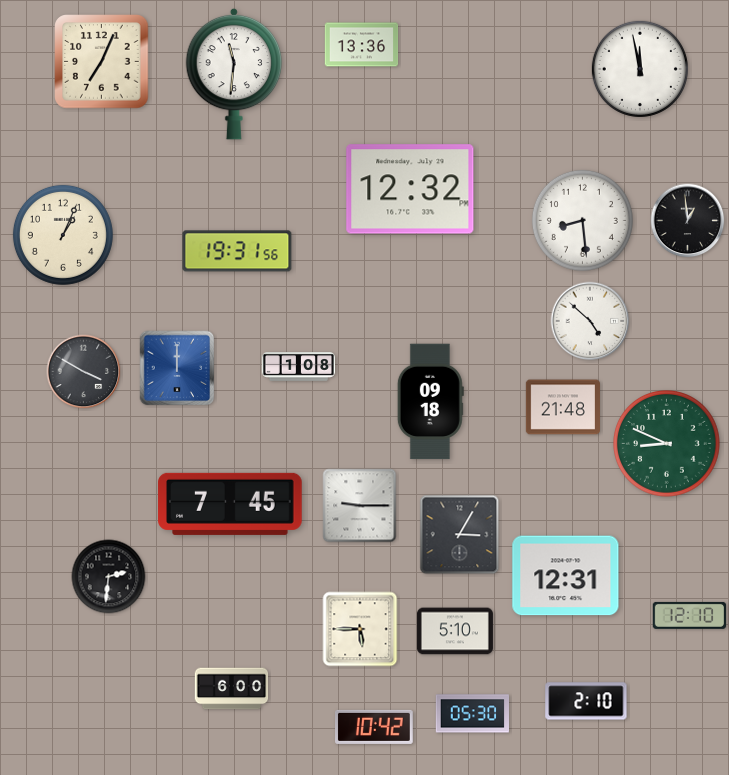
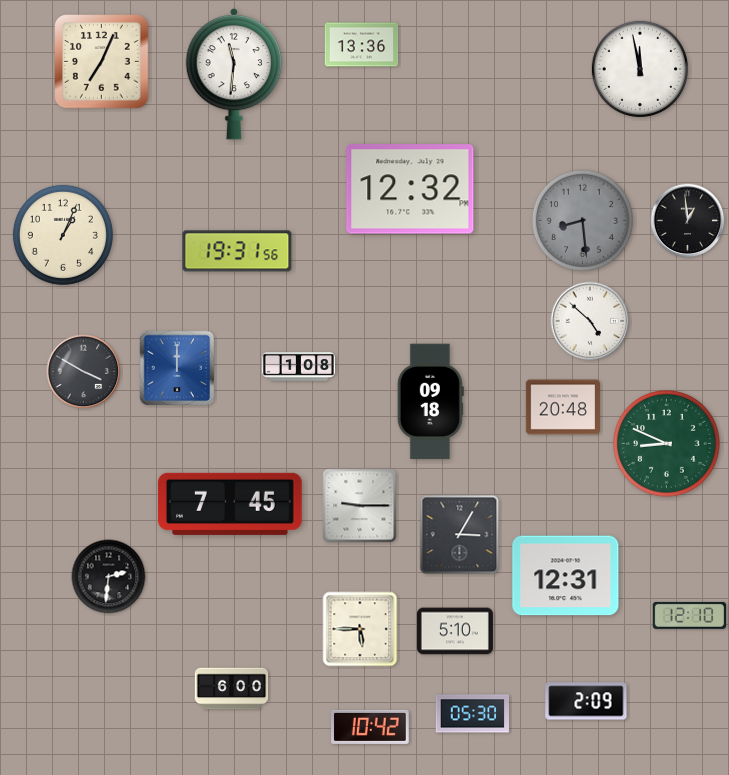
clock at (582, 220) dial: white -> grey
clock at (563, 407): 21:48 -> 20:48
clock at (586, 701): 2:10 -> 2:09
clock at (375, 727) position: (375, 727) -> (371, 727)
